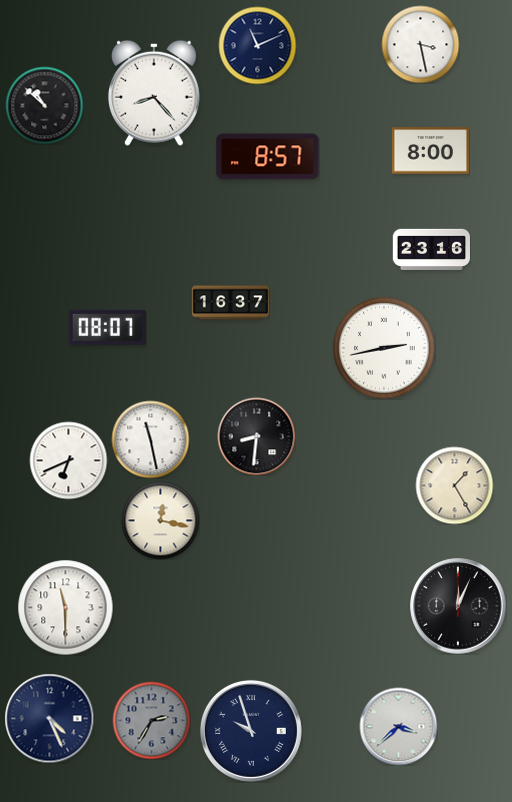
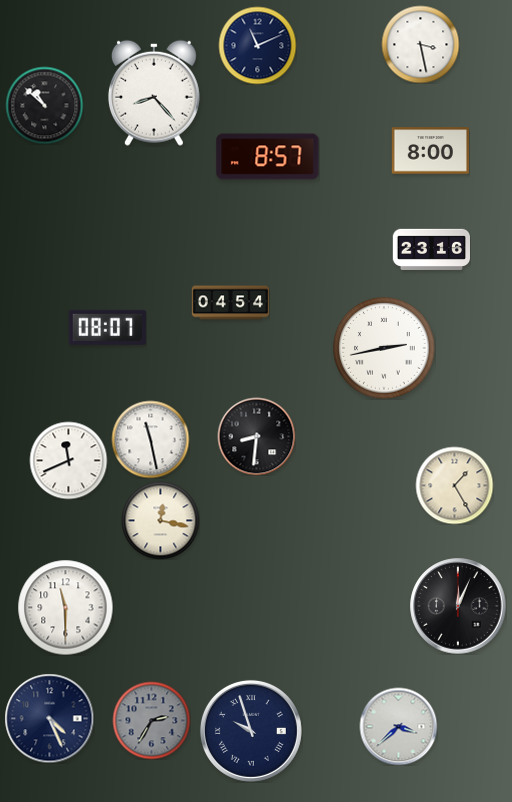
clock at (230, 303): 16:37 -> 04:54
clock at (68, 460): 6:41 -> 11:41
